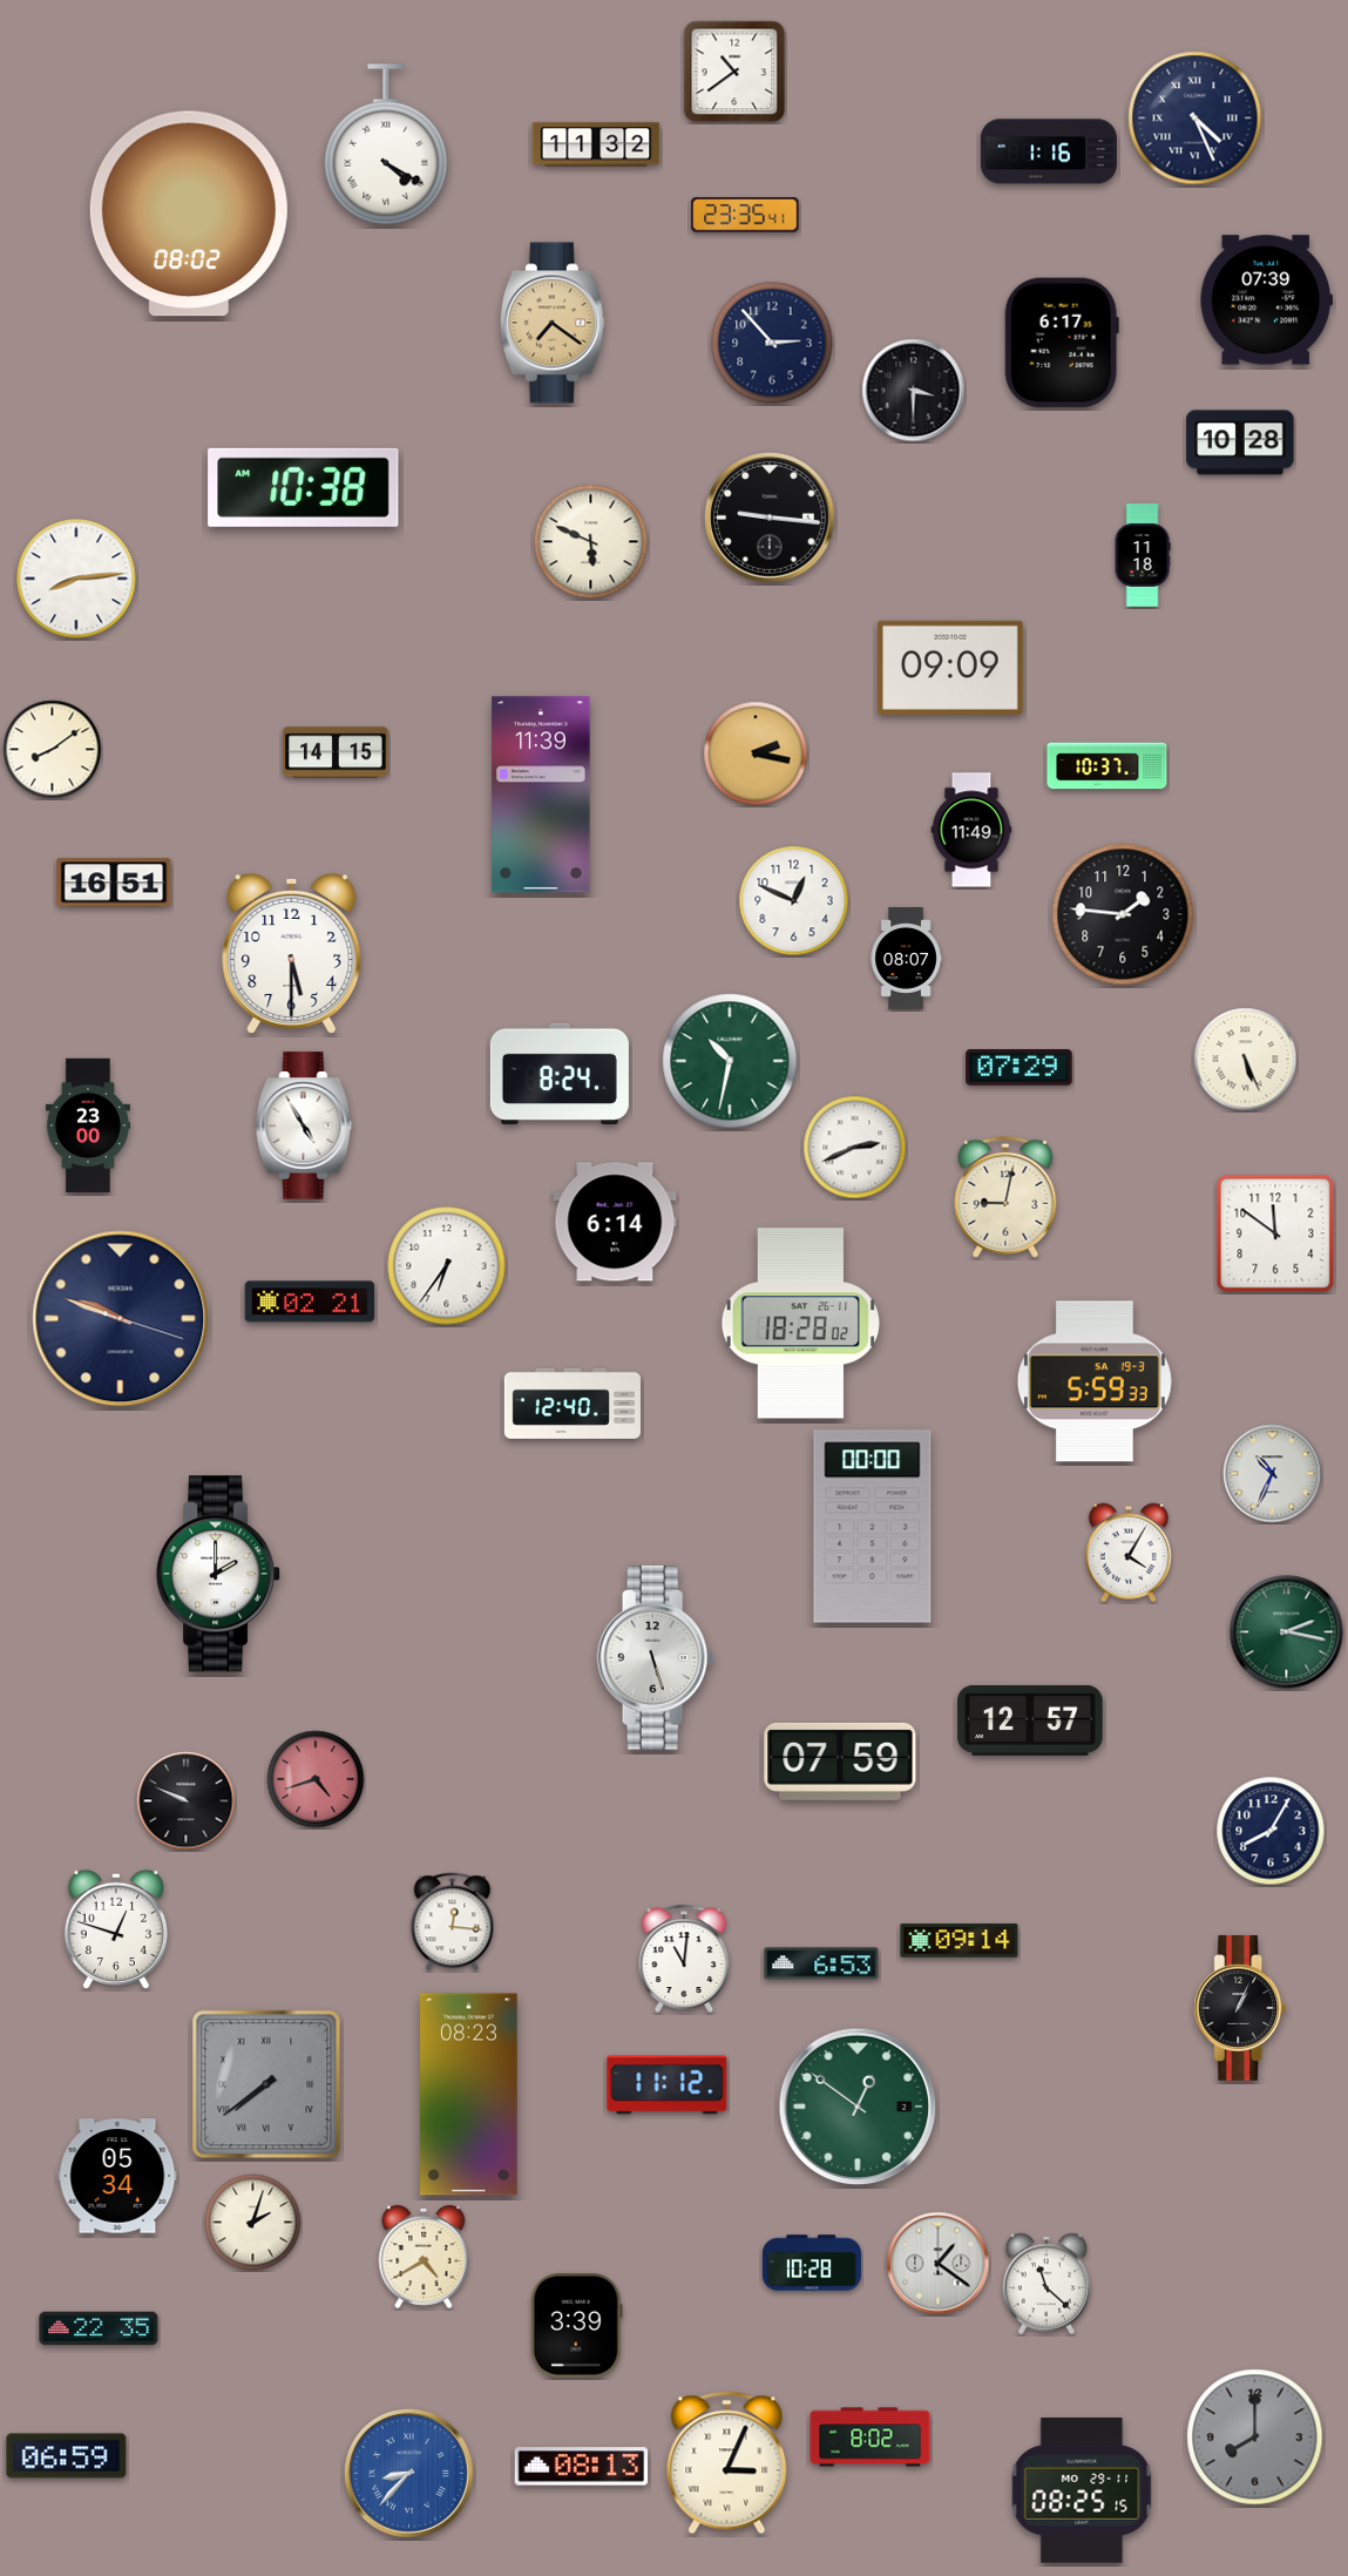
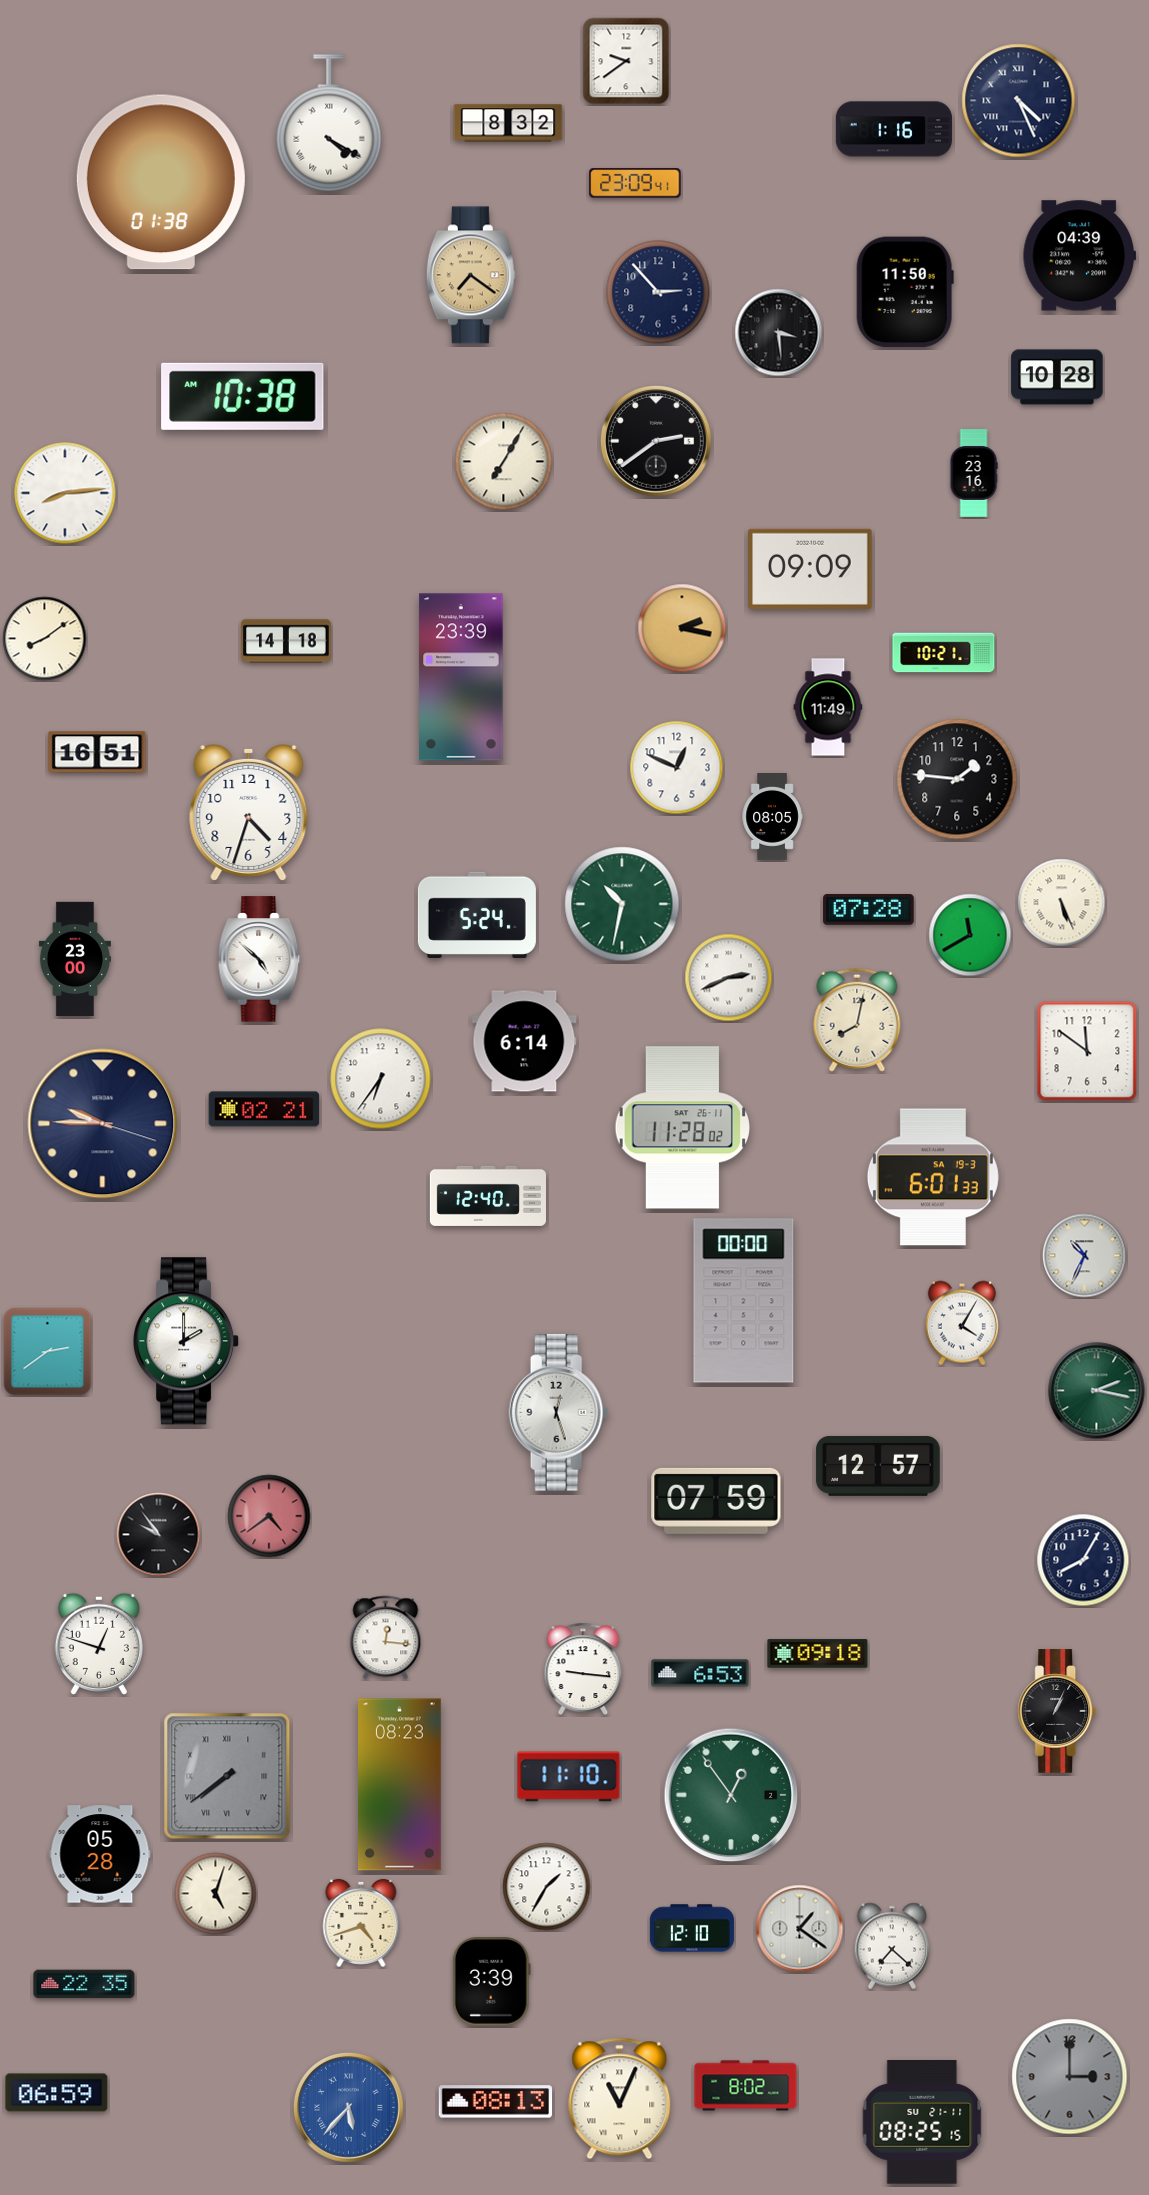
clock at (734, 72): 10:39 -> 9:39
clock at (596, 144): 11:32 -> 8:32
clock at (189, 214): 08:02 -> 01:38
clock at (745, 215): 23:35 -> 23:09
clock at (1266, 300): 07:39 -> 04:39
clock at (1062, 343): 6:17 -> 11:50
clock at (914, 391): 3:30 -> 3:29
clock at (304, 487) position: (304, 487) -> (243, 396)
clock at (770, 518): 9:16 -> 2:39
clock at (591, 542): 5:49 -> 7:05
clock at (1143, 555): 11:18 -> 23:16
clock at (336, 752): 14:15 -> 14:18
clock at (756, 753) position: (756, 753) -> (682, 628)
clock at (1107, 766): 10:37 -> 10:21
clock at (541, 795): 11:39 -> 23:39
clock at (292, 953): 5:30 -> 4:33
clock at (906, 959): 08:07 -> 08:05
clock at (1020, 1068): 07:29 -> 07:28
clock at (560, 1073): 8:24 -> 5:24
clock at (970, 935): none -> 11:40
clock at (304, 1125): 4:55 -> 4:52
clock at (1005, 1197): 9:02 -> 8:02
clock at (121, 1319): 9:48 -> 9:45
clock at (800, 1324): 18:28 -> 11:28
clock at (1095, 1381): 5:59 -> 6:01
clock at (48, 1352): none -> 2:39
clock at (656, 1658): 5:27 -> 12:27
clock at (316, 1779): 4:42 -> 4:39
clock at (187, 1801): 9:49 -> 9:54
clock at (960, 1941): 09:14 -> 09:18
clock at (684, 1959): 11:01 -> 9:16
clock at (668, 2085): 11:12 -> 11:10
clock at (858, 2107): 12:51 -> 12:54
clock at (117, 2176): 05:34 -> 05:28
clock at (547, 1887): none -> 1:35
clock at (253, 2223): 2:03 -> 5:03
clock at (424, 2257): 4:40 -> 4:42
clock at (812, 2263): 10:28 -> 12:10
clock at (1046, 2284): 11:22 -> 7:22
clock at (871, 2438) position: (871, 2438) -> (746, 2086)
clock at (1255, 2438): 8:00 -> 3:00
clock at (727, 2463): 3:04 -> 11:04
clock at (409, 2474): 8:37 -> 5:37
clock at (1082, 2492) date: MO 29-11 -> SU 21-11
